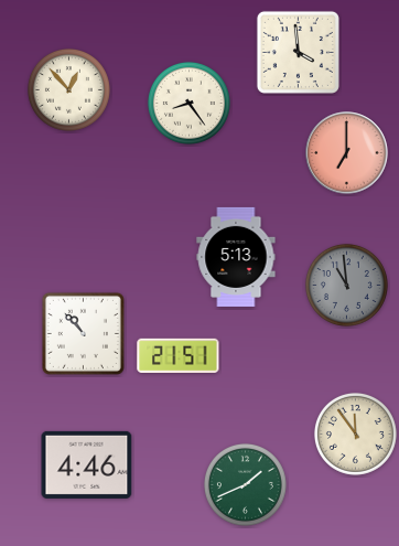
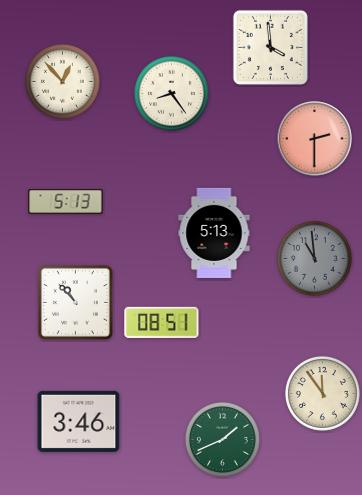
clock at (347, 153): 7:00 -> 2:30
clock at (66, 202): none -> 5:13
clock at (179, 355): 21:51 -> 08:51
clock at (87, 464): 4:46 -> 3:46
